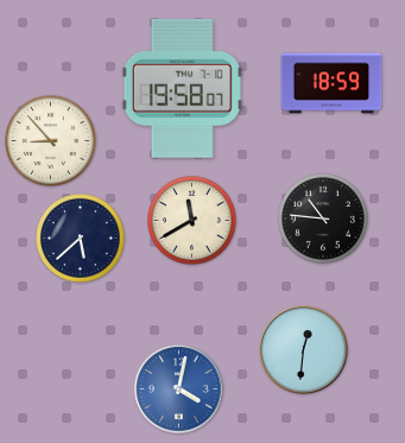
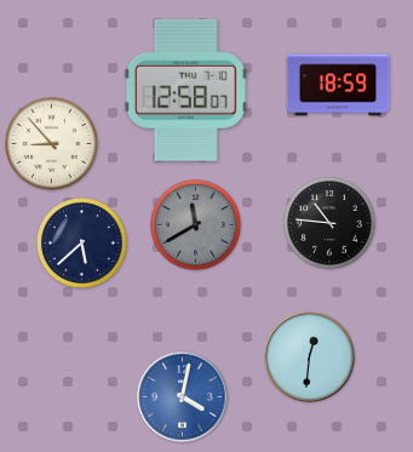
clock at (182, 88): 19:58 -> 12:58
clock at (192, 221) dial: cream -> grey
